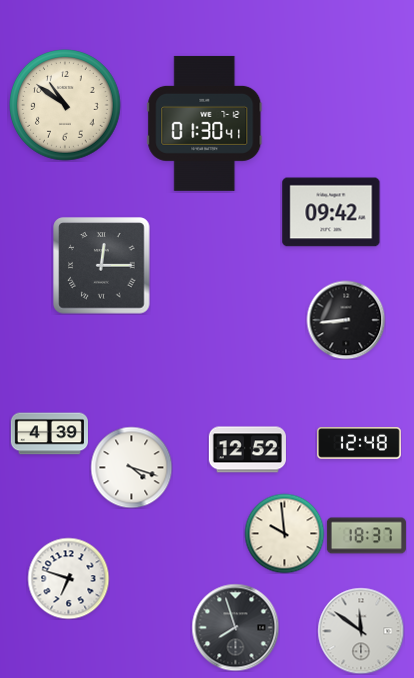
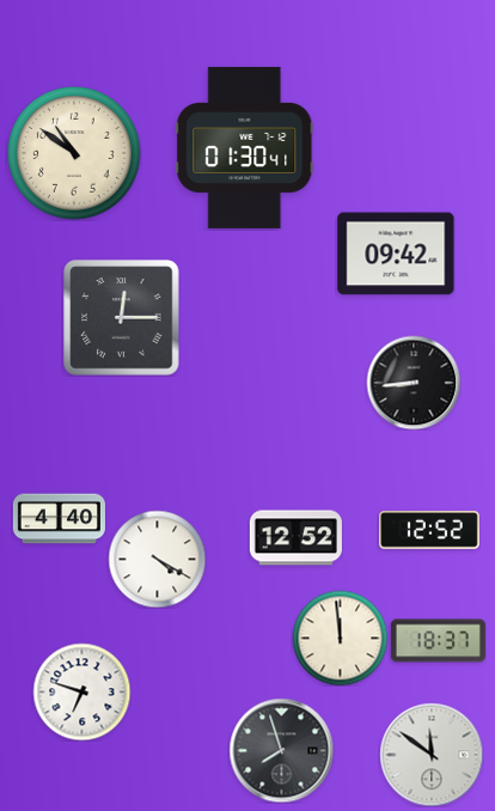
clock at (65, 105) position: (65, 105) -> (74, 153)
clock at (49, 434): 4:39 -> 4:40
clock at (360, 443): 12:48 -> 12:52
clock at (131, 467): 4:18 -> 4:20
clock at (284, 533): 9:59 -> 11:59
